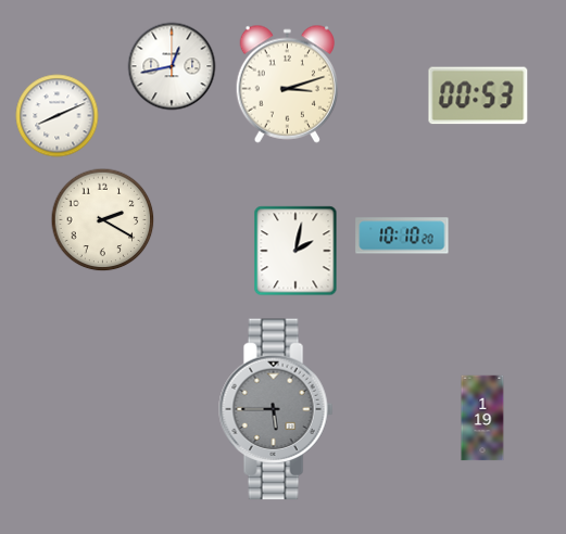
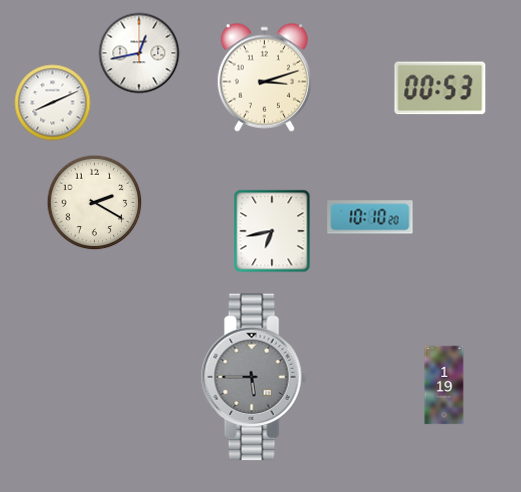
clock at (172, 66) position: (172, 66) -> (139, 53)
clock at (58, 116) position: (58, 116) -> (53, 103)
clock at (295, 251): 2:02 -> 6:43
